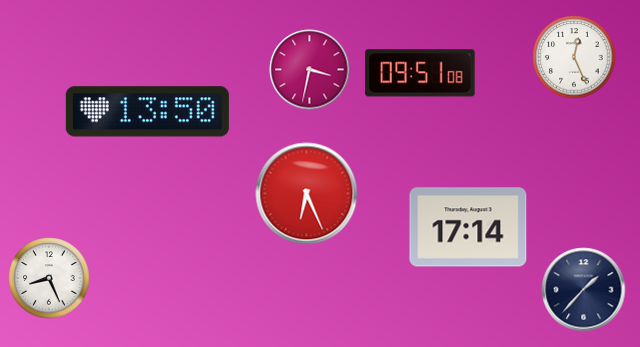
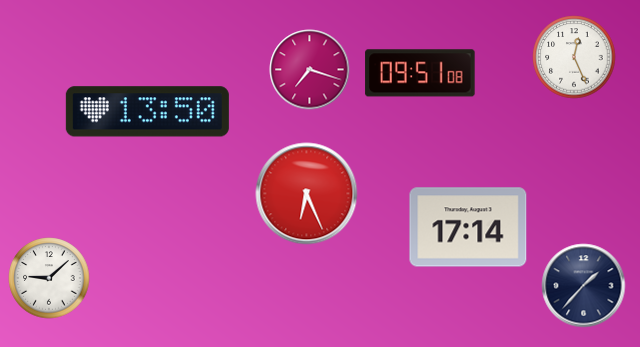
clock at (310, 70): 3:32 -> 7:18
clock at (49, 278): 8:26 -> 9:08
clock at (584, 290) position: (584, 290) -> (584, 286)
